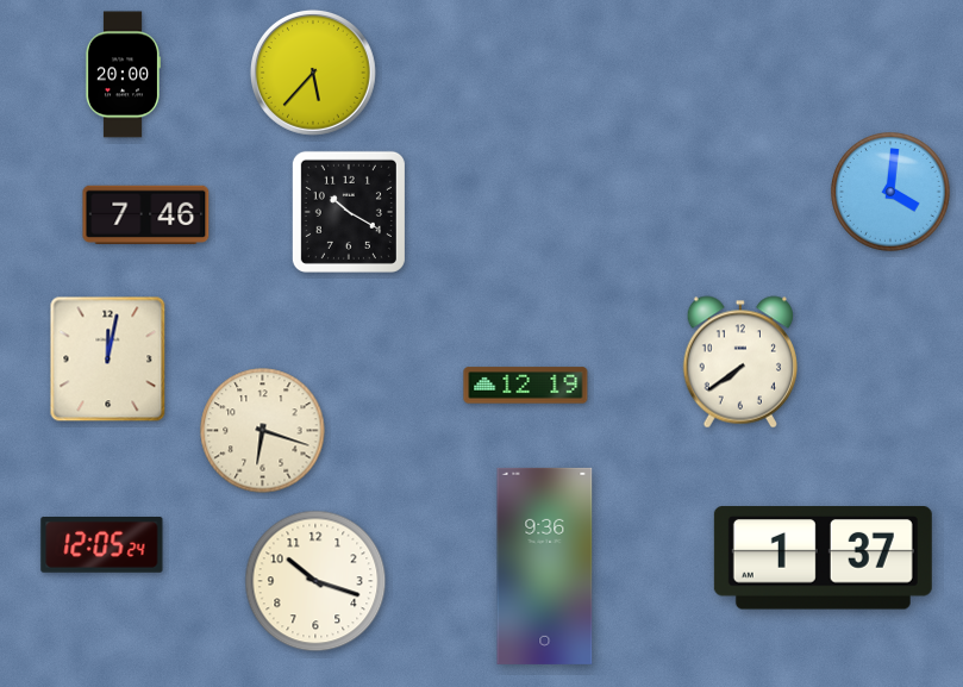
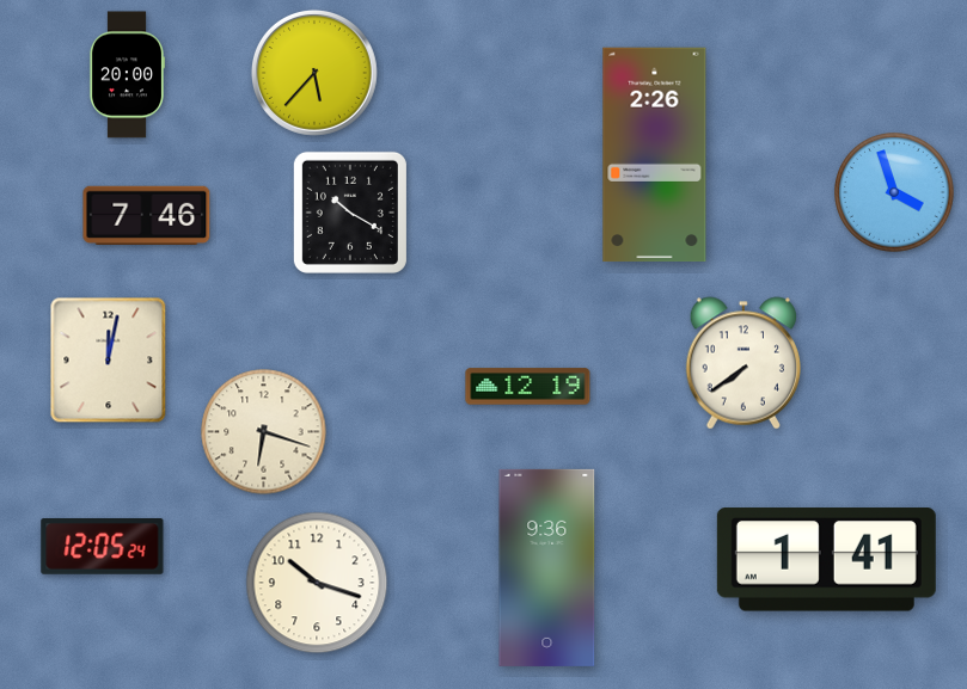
clock at (121, 75) position: (121, 75) -> (126, 75)
clock at (655, 155): none -> 2:26
clock at (890, 192): 4:01 -> 3:57
clock at (823, 558): 1:37 -> 1:41
